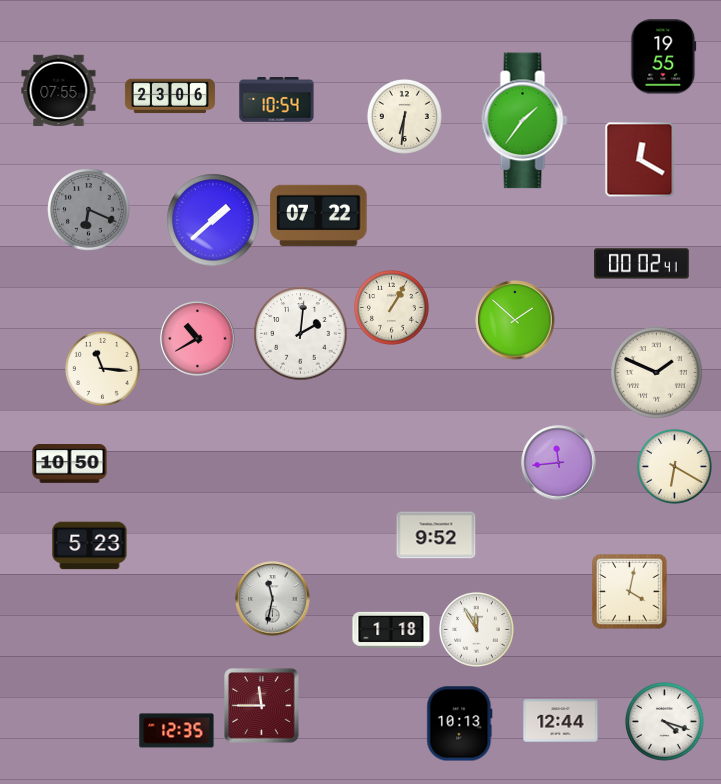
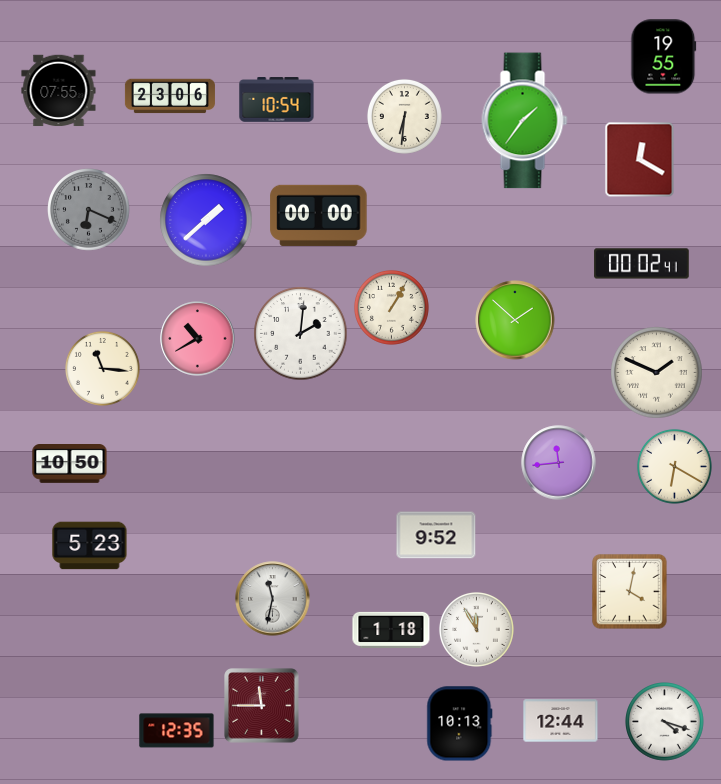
clock at (319, 215): 07:22 -> 00:00
clock at (213, 220) position: (213, 220) -> (206, 220)
